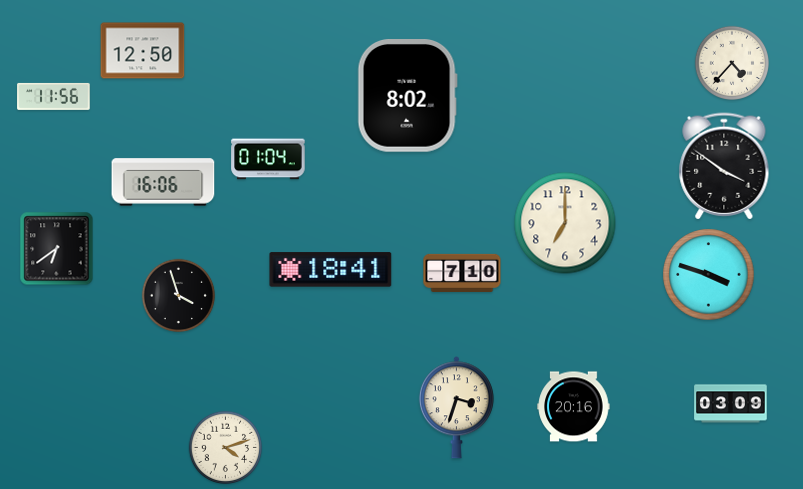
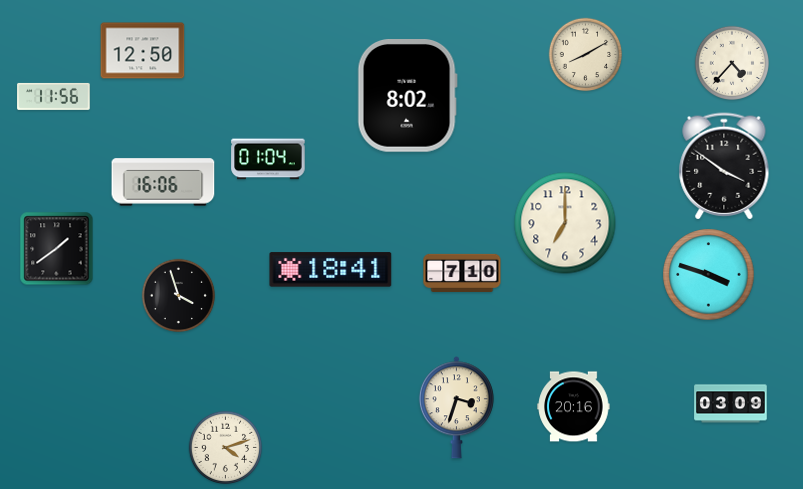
clock at (586, 55): none -> 8:10
clock at (57, 249): 6:39 -> 1:39
